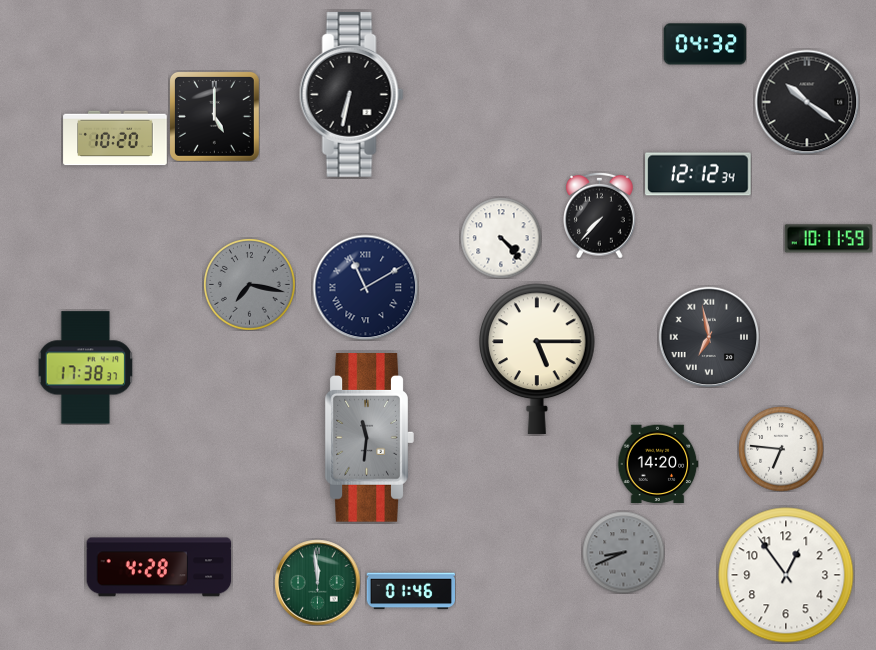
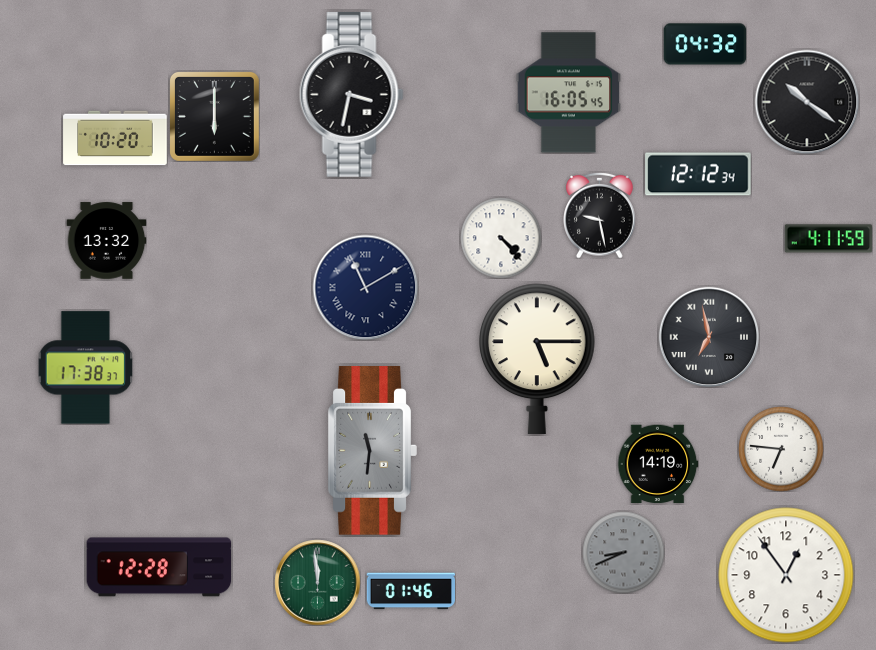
clock at (569, 93): none -> 16:05
clock at (351, 94): 6:32 -> 3:32
clock at (214, 116): 5:00 -> 6:00
clock at (600, 215): 7:37 -> 9:28
clock at (828, 239): 10:11 -> 4:11
clock at (106, 241): none -> 13:32
clock at (250, 285): 7:17 -> none
clock at (369, 438) position: (369, 438) -> (372, 451)
clock at (658, 464): 14:20 -> 14:19
clock at (159, 567): 4:28 -> 12:28
